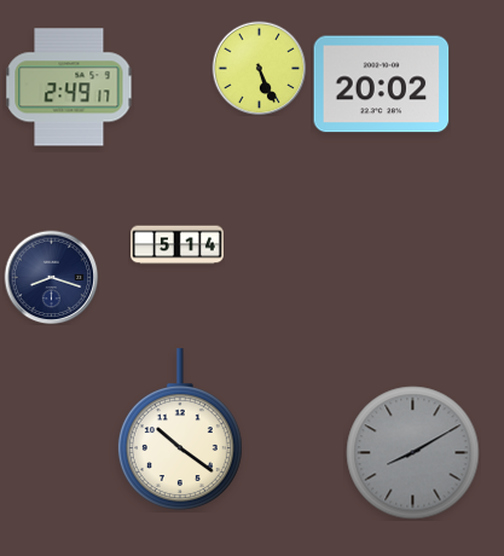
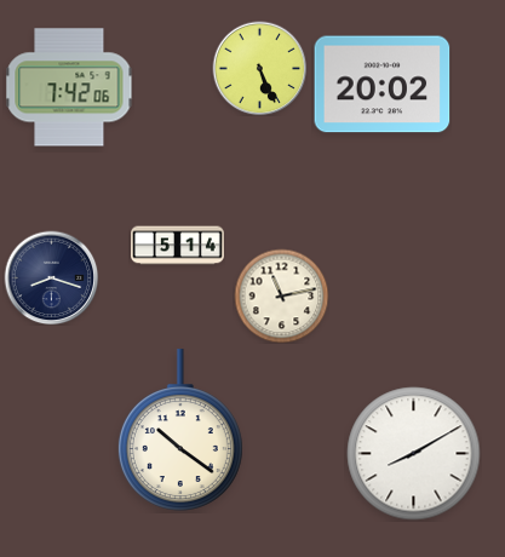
clock at (69, 87): 2:49 -> 7:42
clock at (281, 295): none -> 11:13
clock at (413, 453) dial: grey -> white
